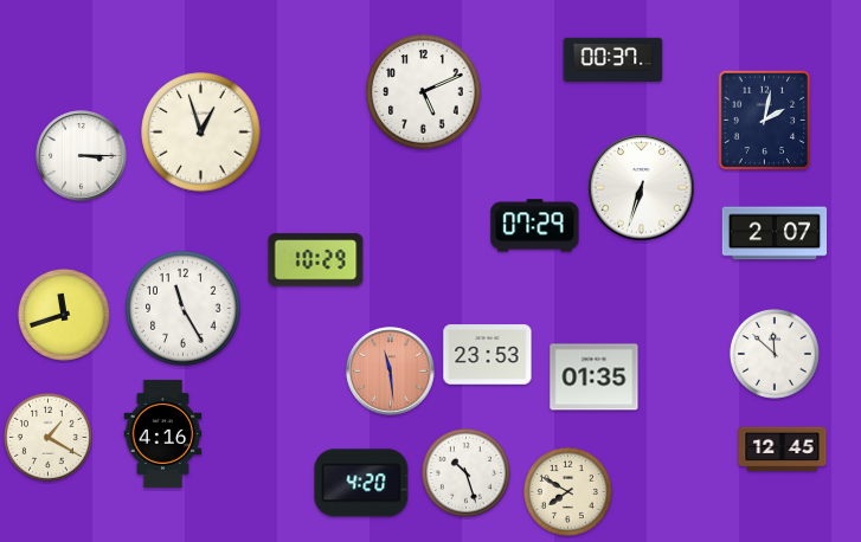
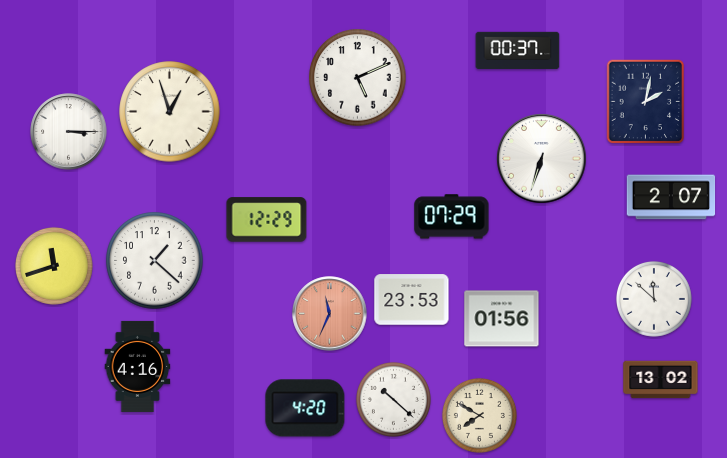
clock at (535, 226) position: (535, 226) -> (452, 217)
clock at (775, 233) position: (775, 233) -> (671, 197)
clock at (316, 260): 10:29 -> 12:29
clock at (184, 309): 11:25 -> 1:22
clock at (391, 372): 11:29 -> 11:34
clock at (595, 378): 01:35 -> 01:56
clock at (47, 437): 1:20 -> none
clock at (783, 450): 12:45 -> 13:02
clock at (465, 472): 10:27 -> 10:22
